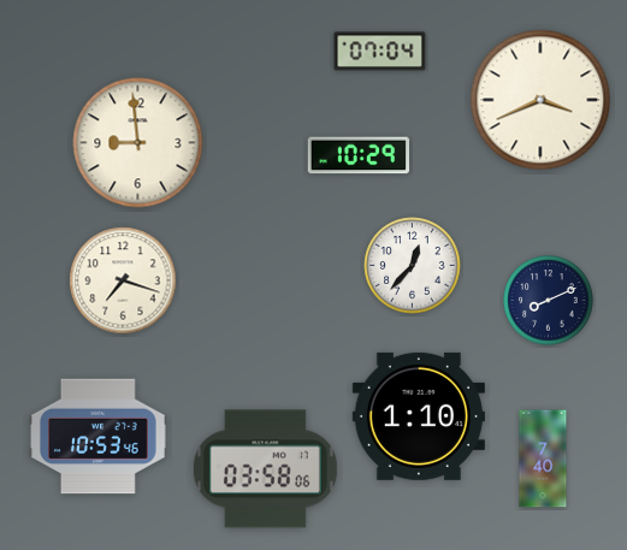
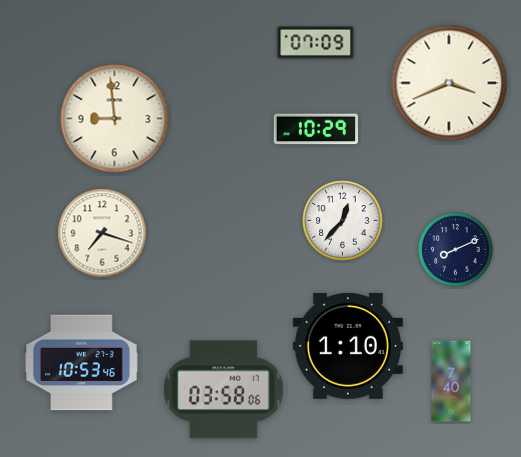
clock at (380, 52): 07:04 -> 07:09
clock at (359, 155) position: (359, 155) -> (316, 129)
clock at (265, 469) position: (265, 469) -> (223, 390)
